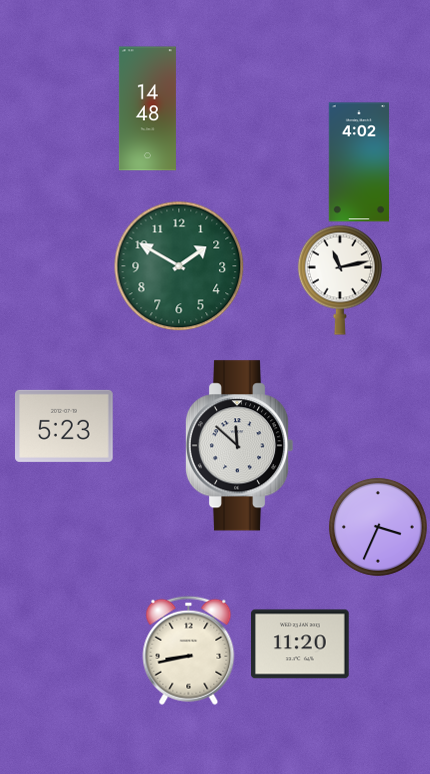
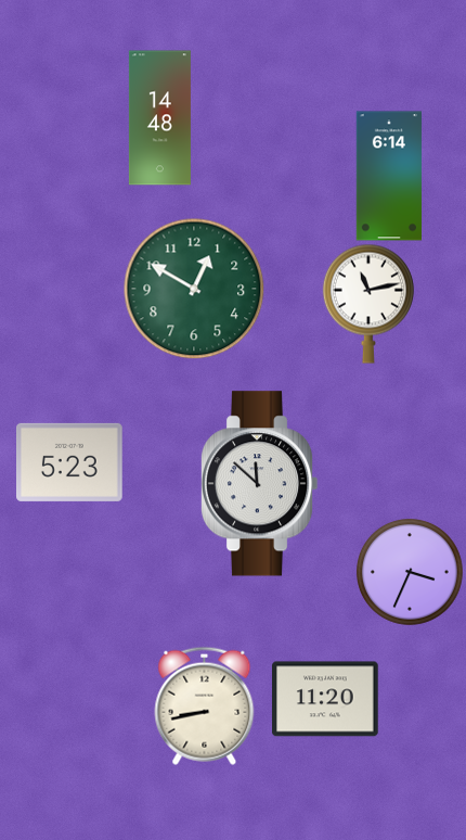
clock at (358, 162): 4:02 -> 6:14
clock at (179, 266): 1:50 -> 12:50
